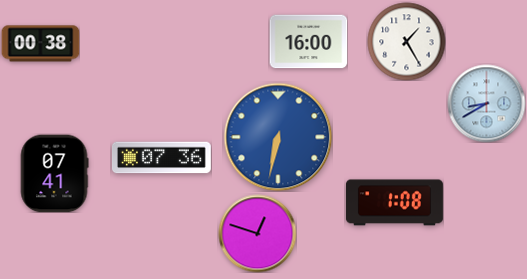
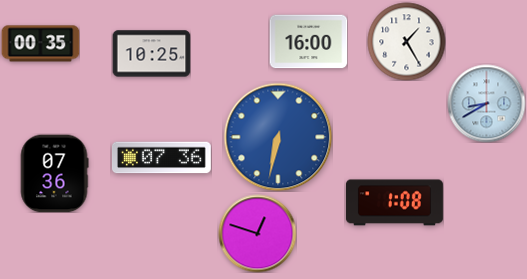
clock at (40, 44): 00:38 -> 00:35
clock at (151, 54): none -> 10:25
clock at (54, 173): 07:41 -> 07:36
